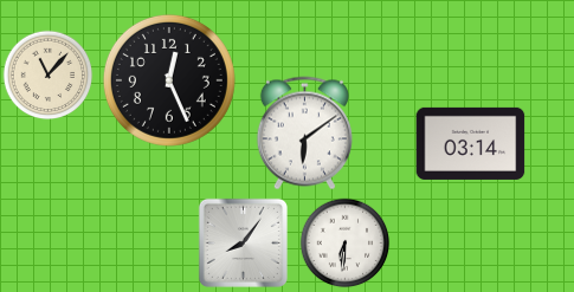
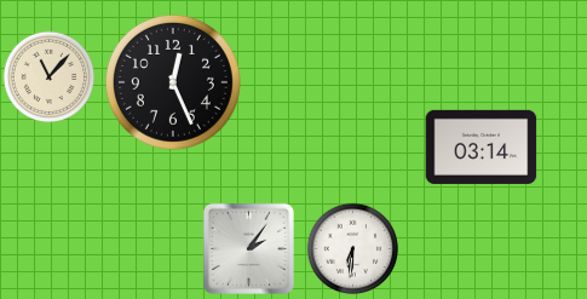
clock at (304, 134): 6:09 -> none
clock at (243, 242): 8:06 -> 2:06
